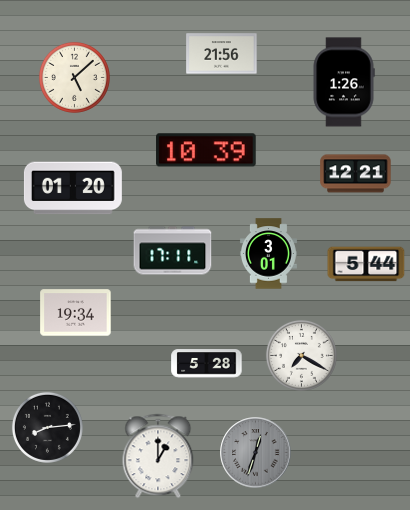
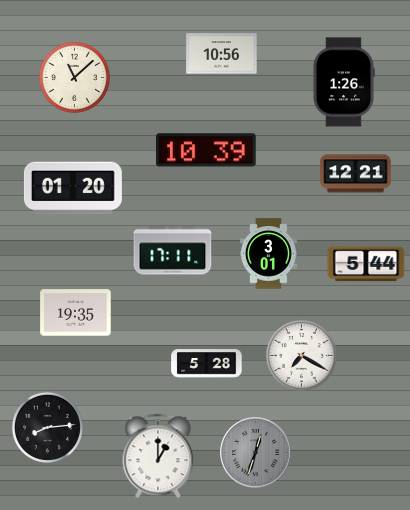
clock at (222, 54): 21:56 -> 10:56
clock at (74, 77): 5:08 -> 11:08
clock at (76, 313): 19:34 -> 19:35
